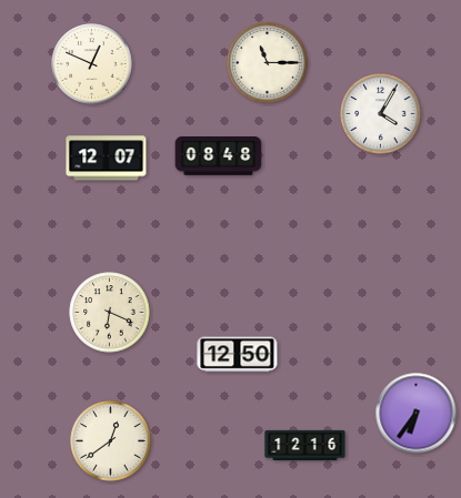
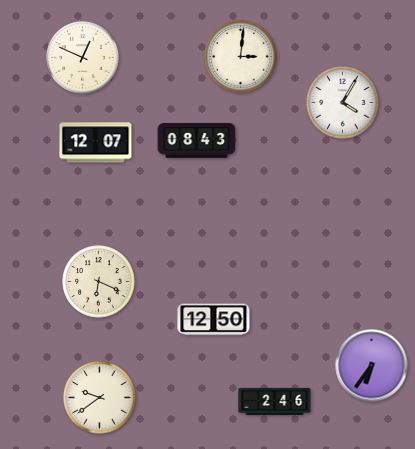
clock at (268, 63): 11:15 -> 3:01
clock at (219, 156): 08:48 -> 08:43
clock at (417, 414) position: (417, 414) -> (372, 366)
clock at (111, 441): 12:39 -> 9:39
clock at (305, 445): 12:16 -> 2:46
